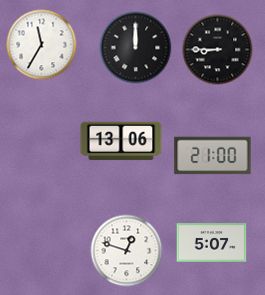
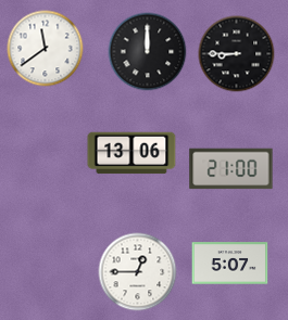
clock at (42, 45): 11:35 -> 11:39
clock at (127, 251): 12:48 -> 12:45
